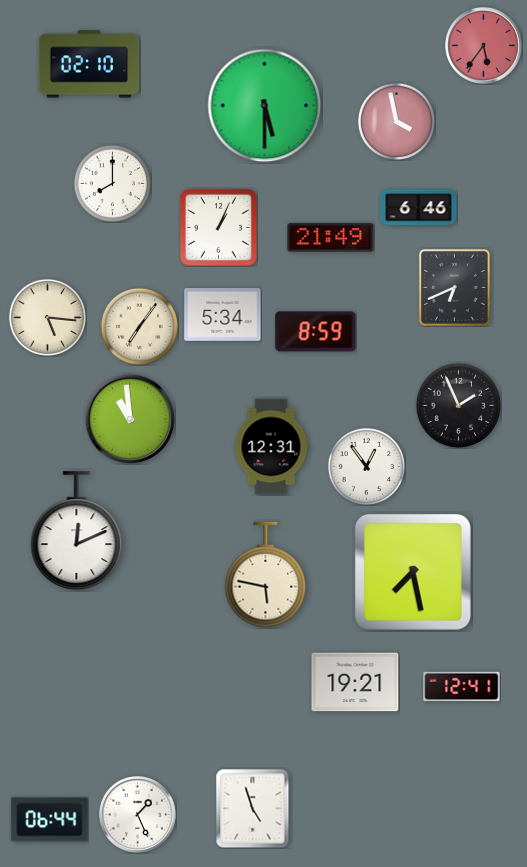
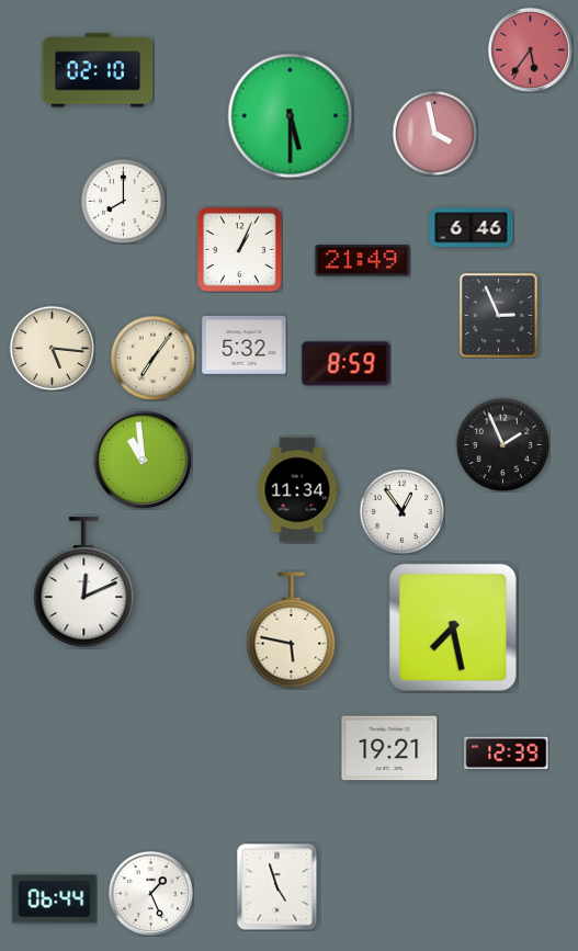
clock at (419, 208) position: (419, 208) -> (472, 228)
clock at (454, 287): 6:41 -> 2:56
clock at (223, 315): 5:34 -> 5:32
clock at (271, 447): 12:31 -> 11:34
clock at (462, 687): 12:41 -> 12:39
